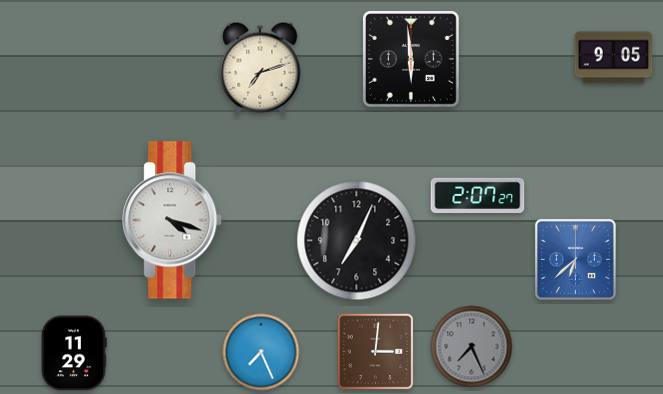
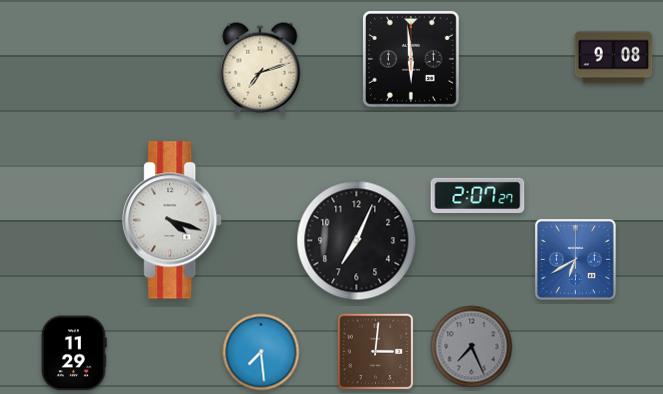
clock at (614, 58): 9:05 -> 9:08
clock at (575, 259): 6:38 -> 6:40
clock at (261, 352): 7:26 -> 7:29
